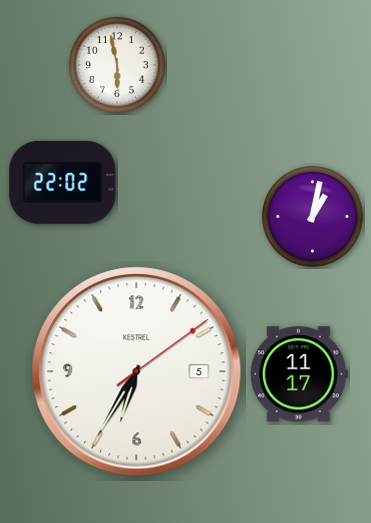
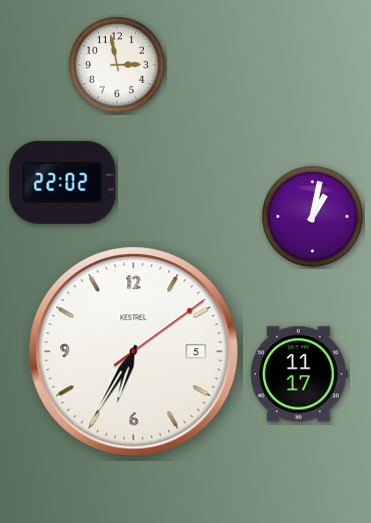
clock at (118, 66): 5:58 -> 2:58
clock at (137, 372) position: (137, 372) -> (134, 352)
